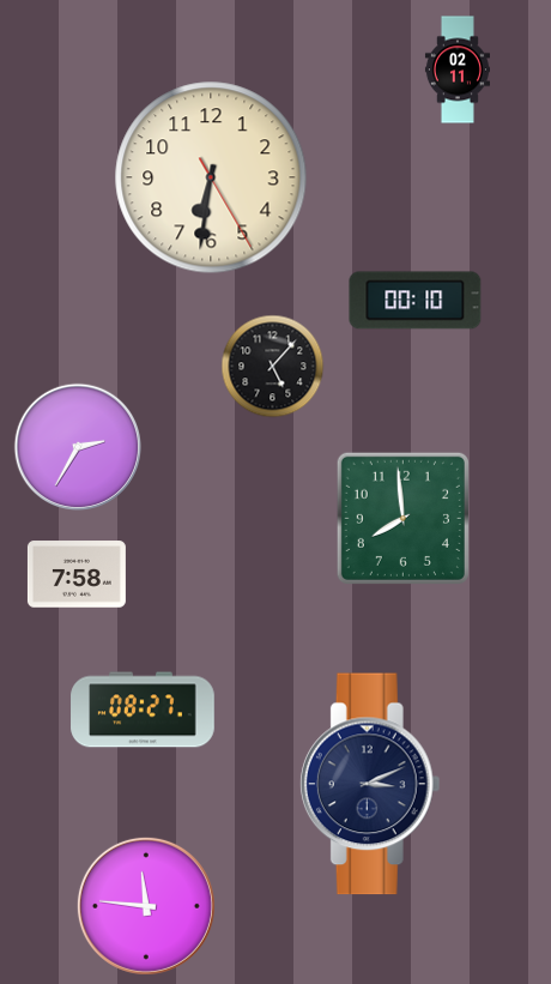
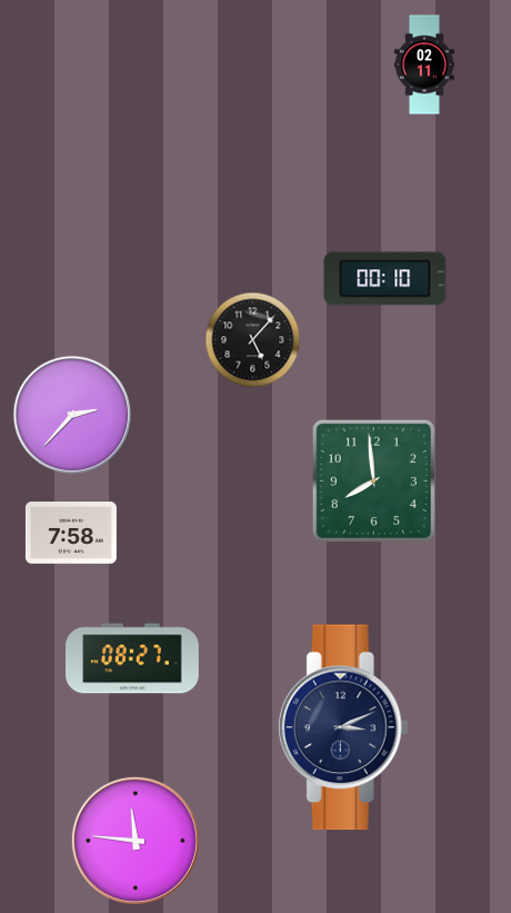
clock at (211, 177): 6:31 -> none
clock at (77, 446): 2:35 -> 2:37
